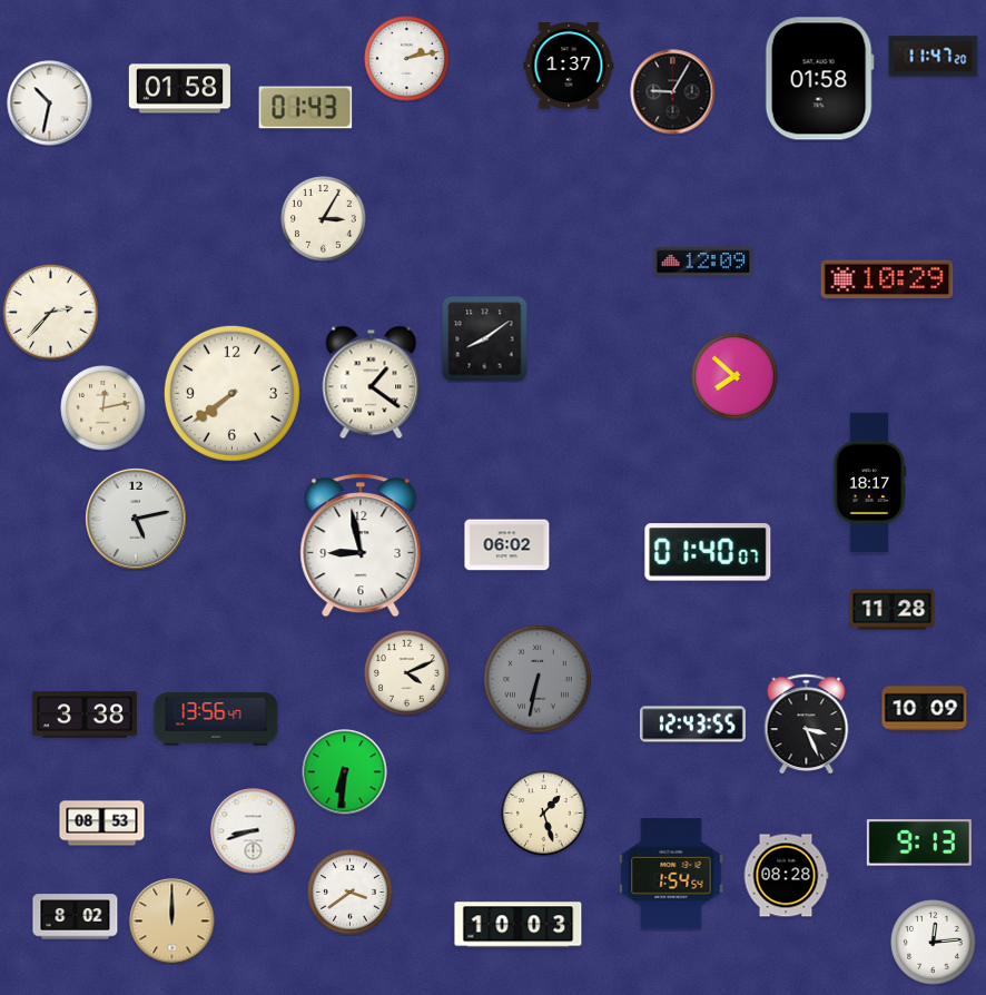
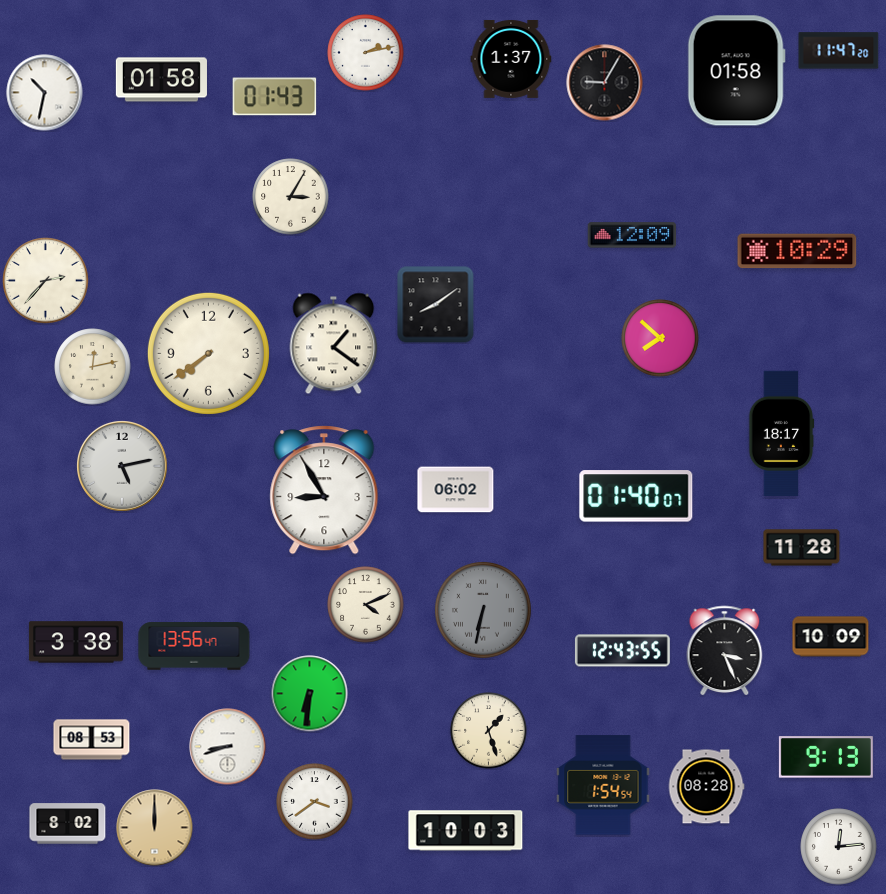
clock at (361, 545): 8:58 -> 8:55
